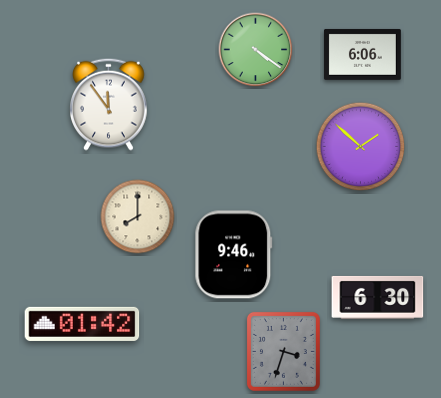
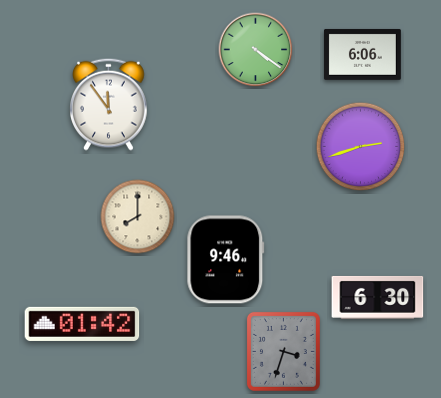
clock at (361, 147): 1:52 -> 2:42
clock at (234, 255) position: (234, 255) -> (226, 260)
